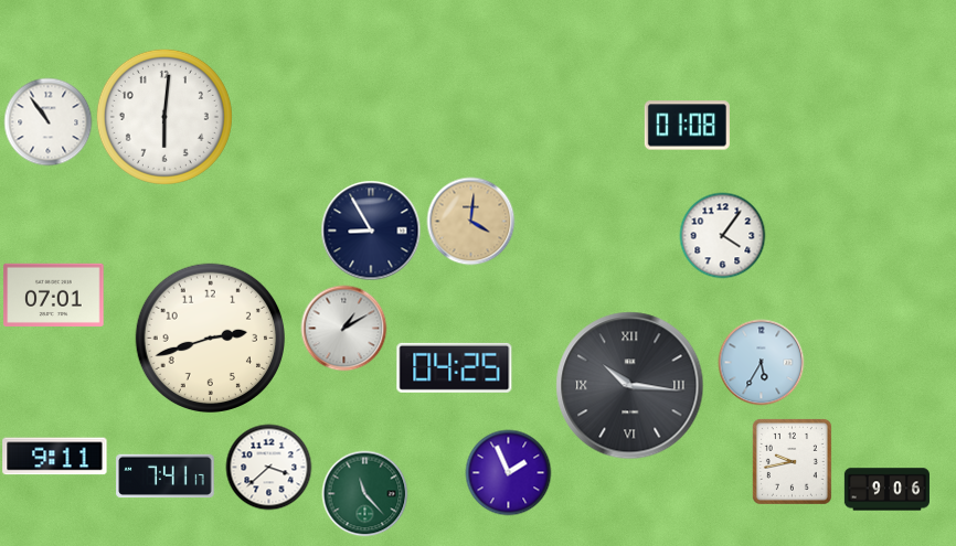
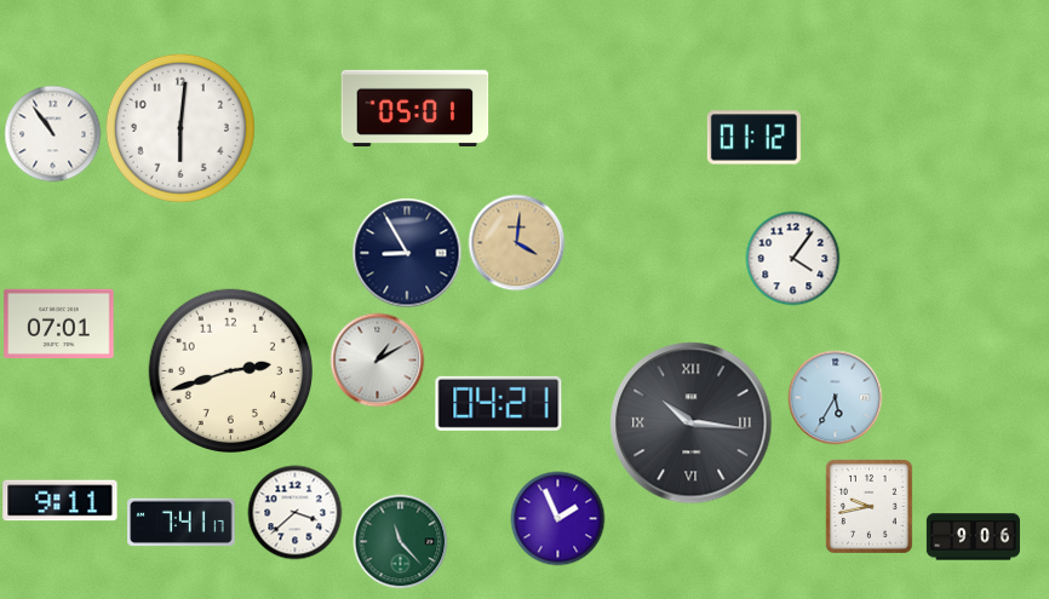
clock at (415, 108): none -> 05:01
clock at (687, 126): 01:08 -> 01:12
clock at (455, 367): 04:25 -> 04:21
